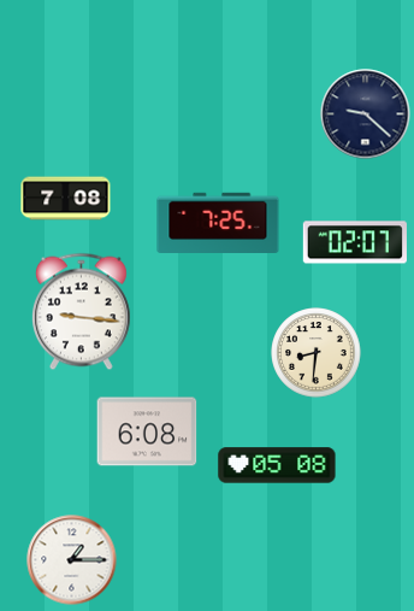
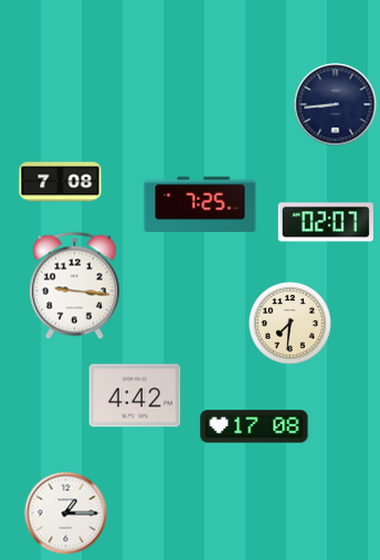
clock at (366, 114): 9:22 -> 8:44
clock at (317, 353): 8:31 -> 7:31
clock at (147, 431): 6:08 -> 4:42
clock at (277, 465): 05:08 -> 17:08
